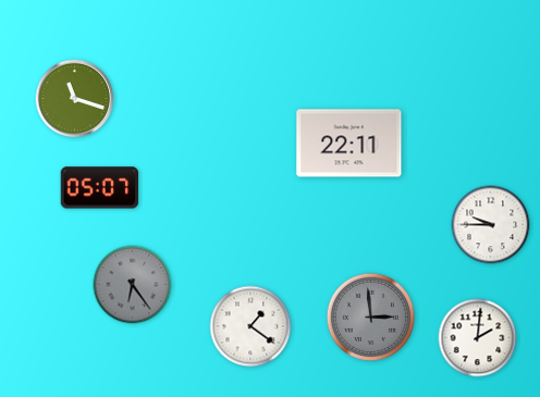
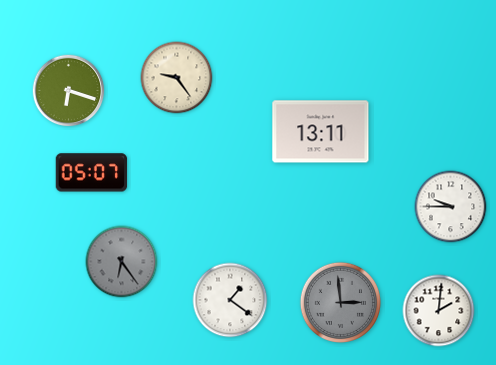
clock at (177, 78): none -> 9:24
clock at (75, 99): 11:18 -> 6:18
clock at (349, 144): 22:11 -> 13:11
clock at (370, 317) position: (370, 317) -> (340, 302)
